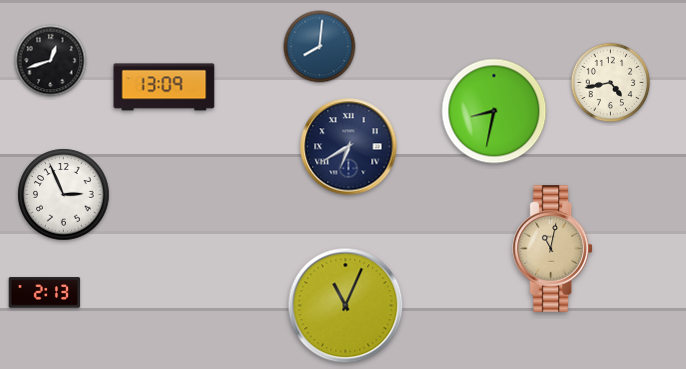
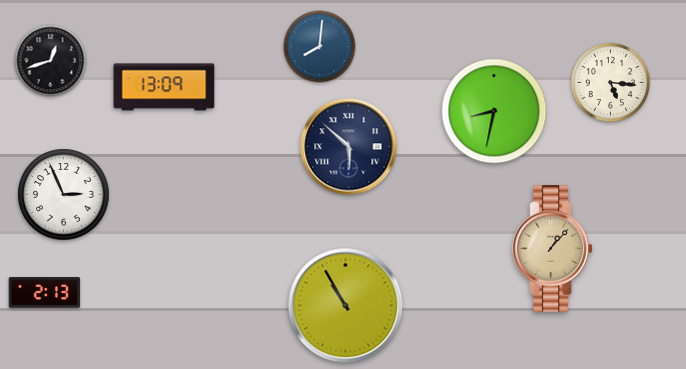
clock at (611, 83): 4:43 -> 5:16
clock at (349, 147): 6:40 -> 5:52
clock at (552, 249): 11:02 -> 1:07
clock at (346, 306): 11:04 -> 10:55
